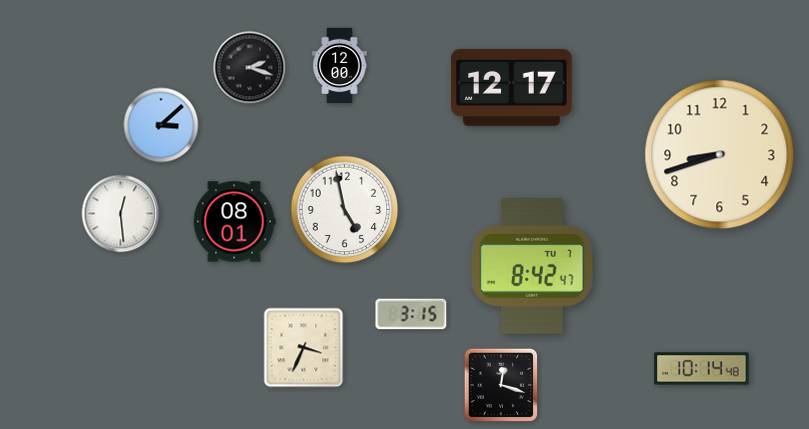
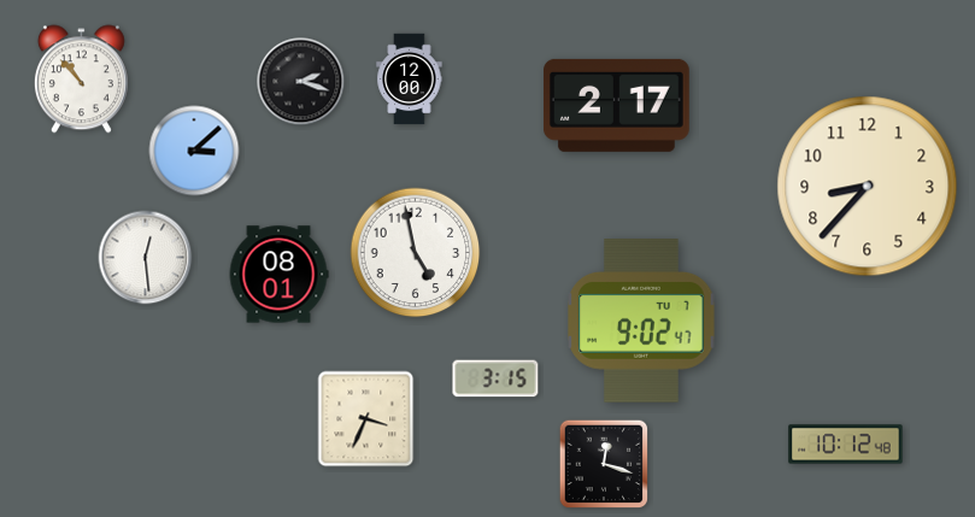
clock at (81, 80): none -> 10:53
clock at (512, 87): 12:17 -> 2:17
clock at (720, 155): 8:42 -> 8:37
clock at (234, 222) position: (234, 222) -> (278, 275)
clock at (532, 266): 8:42 -> 9:02
clock at (702, 369): 10:14 -> 10:12
